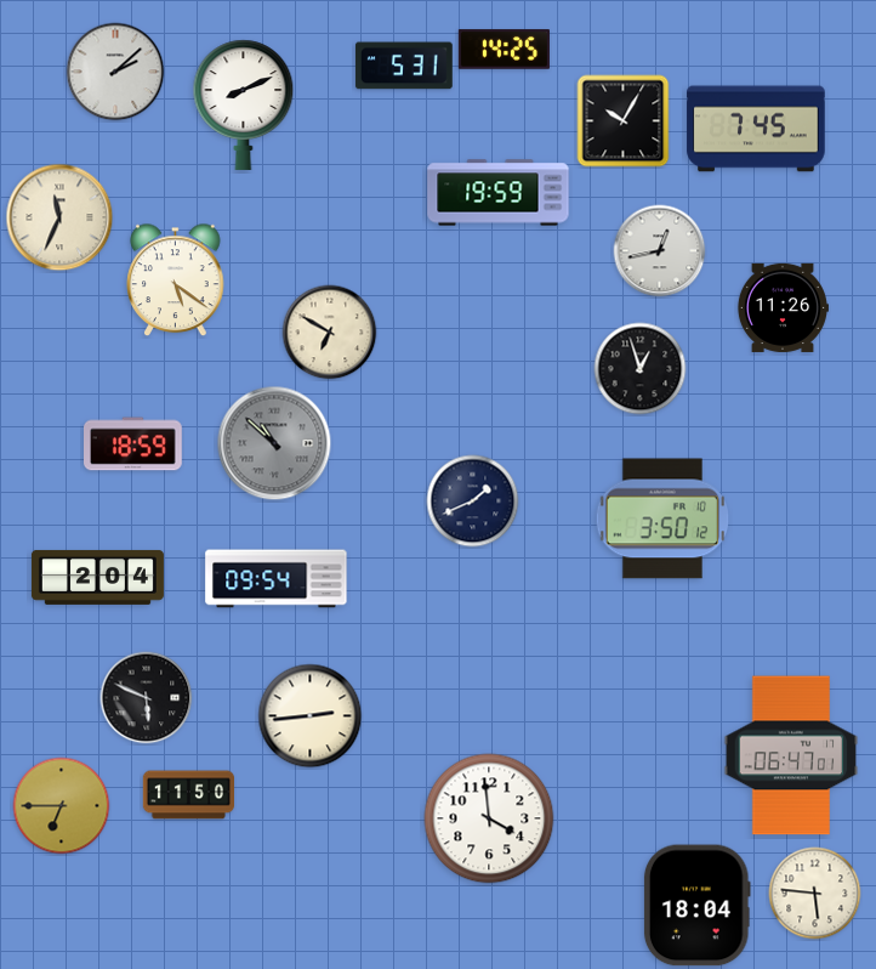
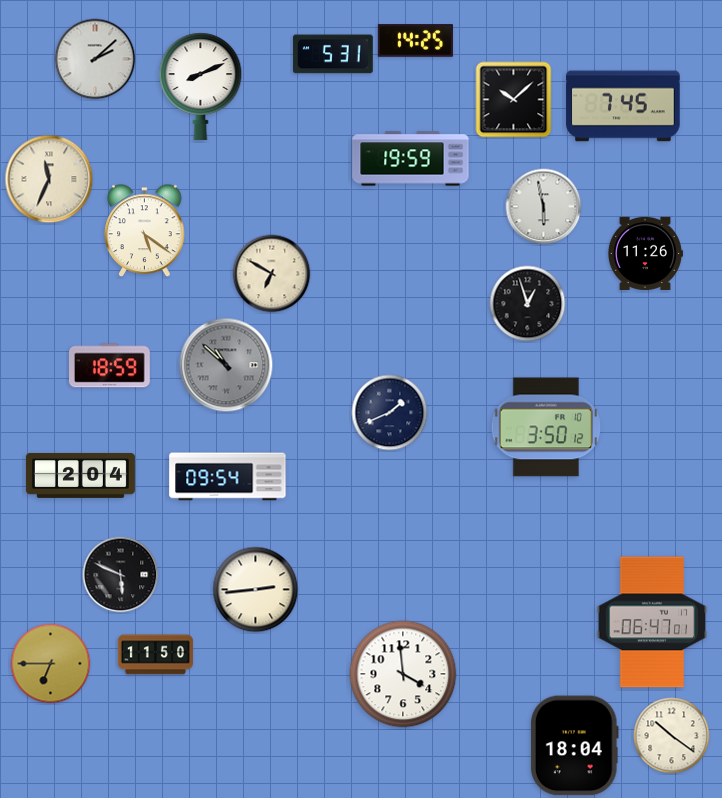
clock at (624, 121): 10:05 -> 10:08
clock at (660, 251): 12:43 -> 5:58
clock at (815, 894): 5:46 -> 10:21
